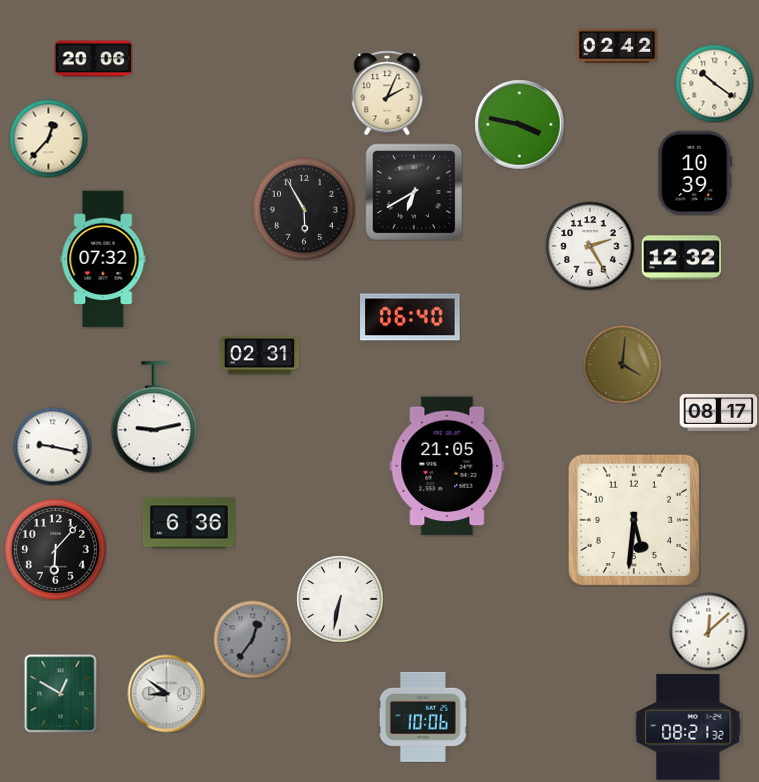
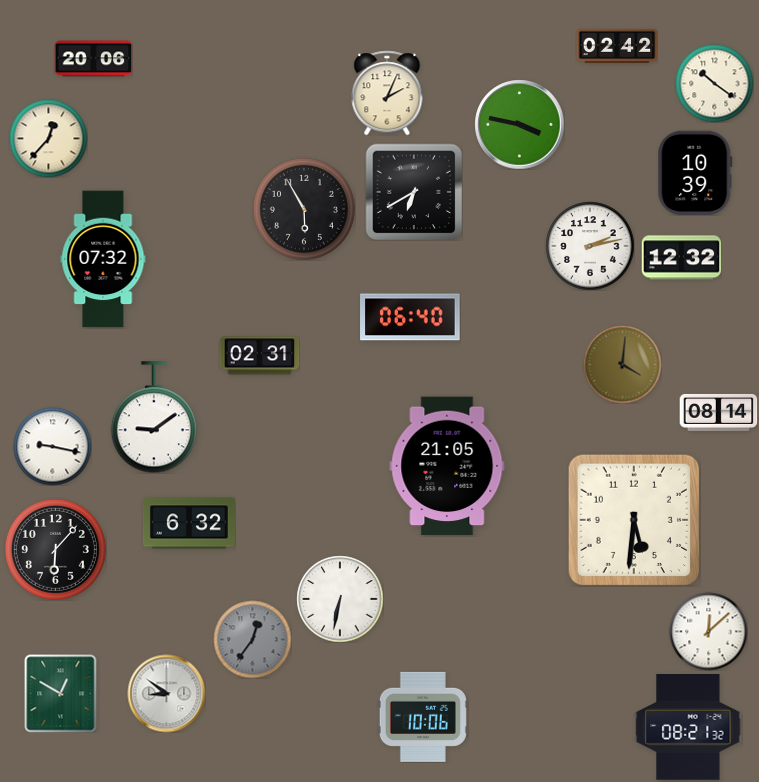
clock at (590, 246): 2:25 -> 2:13
clock at (718, 412): 08:17 -> 08:14
clock at (154, 417): 9:13 -> 9:09
clock at (189, 523): 6:36 -> 6:32
